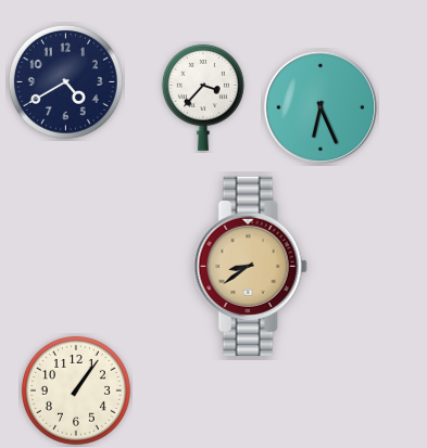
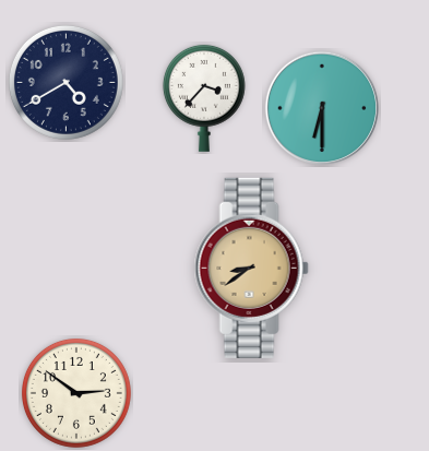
clock at (319, 106): 6:26 -> 6:30
clock at (76, 391): 1:06 -> 2:51
